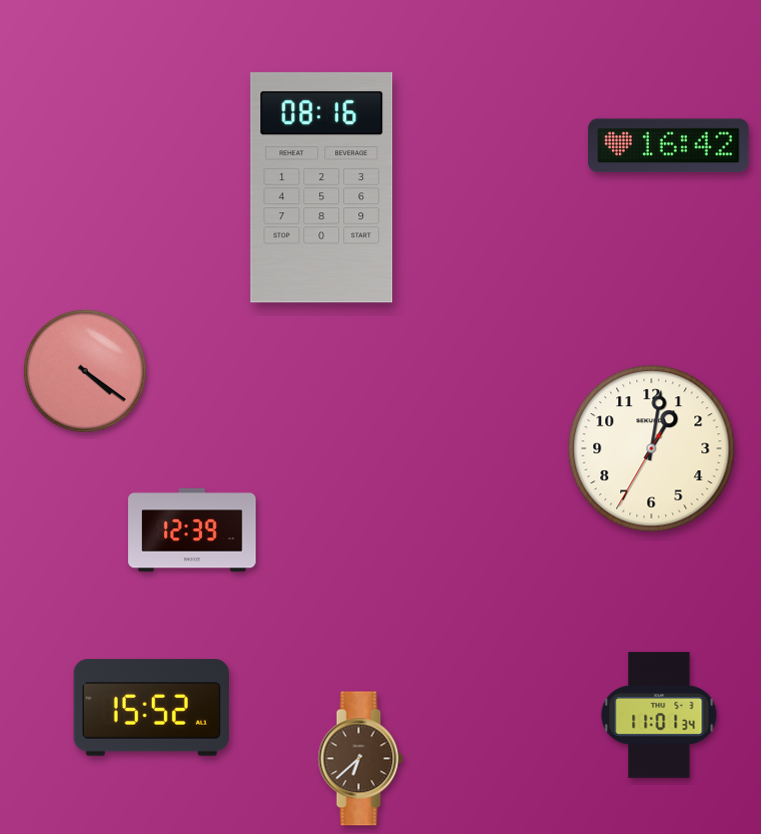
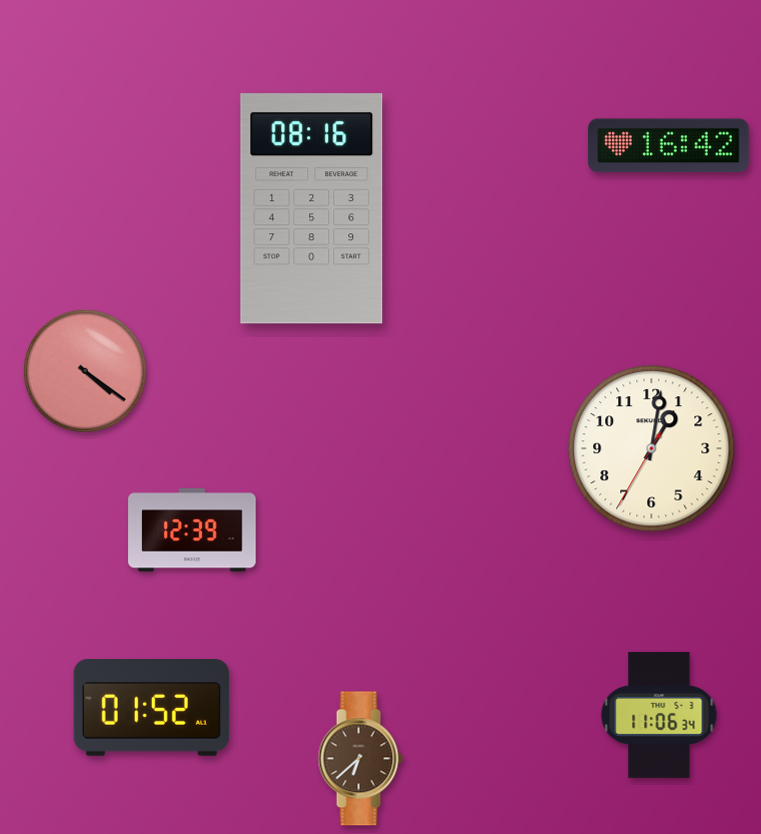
clock at (322, 188) position: (322, 188) -> (312, 209)
clock at (151, 708): 15:52 -> 01:52
clock at (659, 715): 11:01 -> 11:06
